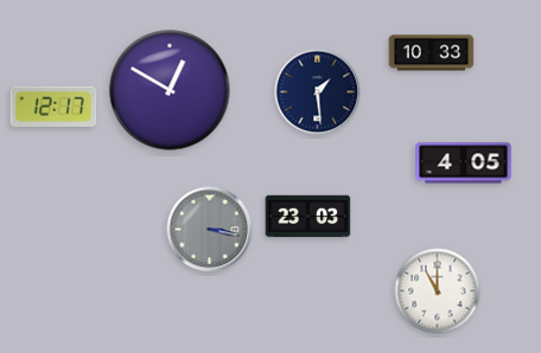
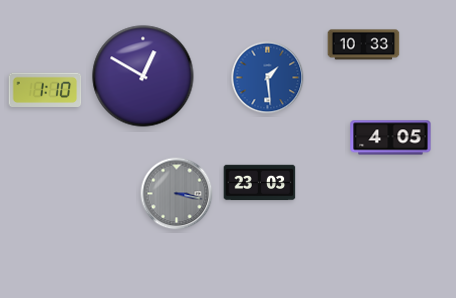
clock at (318, 92) dial: navy -> blue
clock at (53, 107): 12:17 -> 1:10
clock at (438, 291): 11:00 -> none
